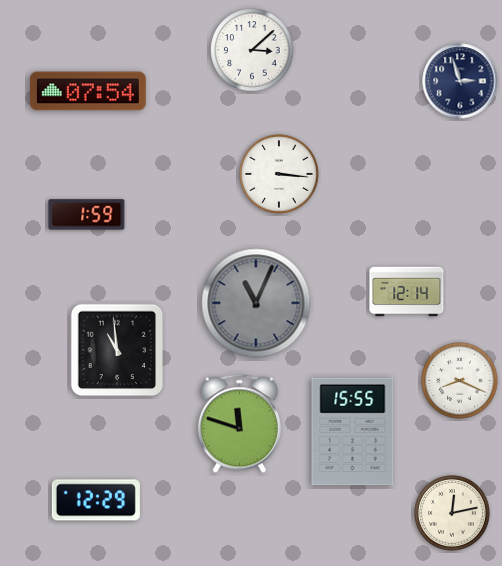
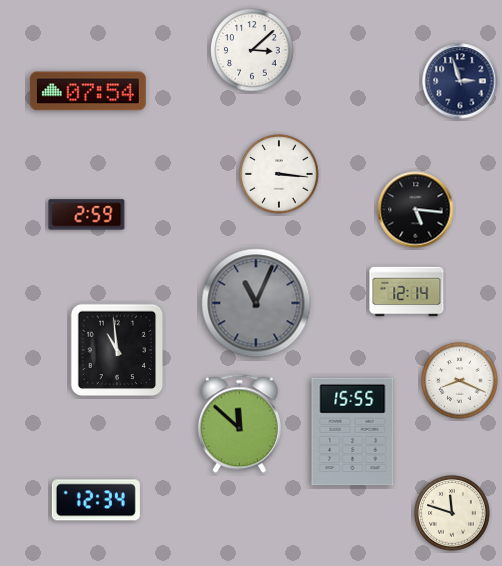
clock at (416, 210): none -> 5:16
clock at (87, 215): 1:59 -> 2:59
clock at (239, 424): 11:48 -> 11:52
clock at (96, 500): 12:29 -> 12:34
clock at (452, 513): 12:13 -> 11:48
